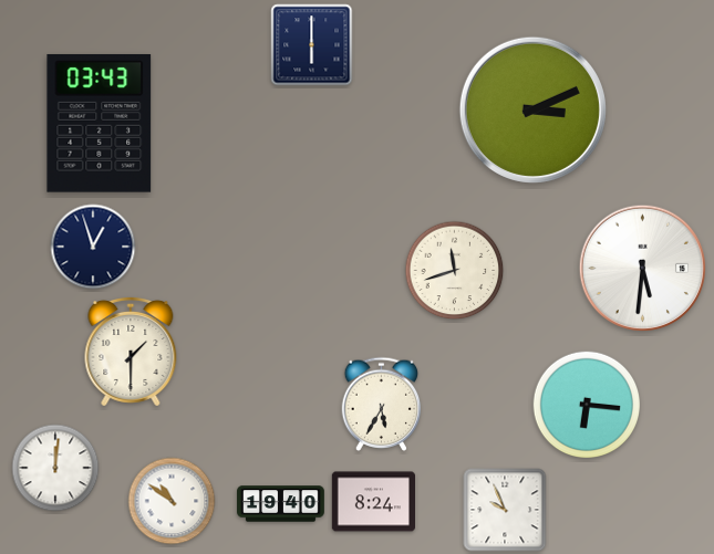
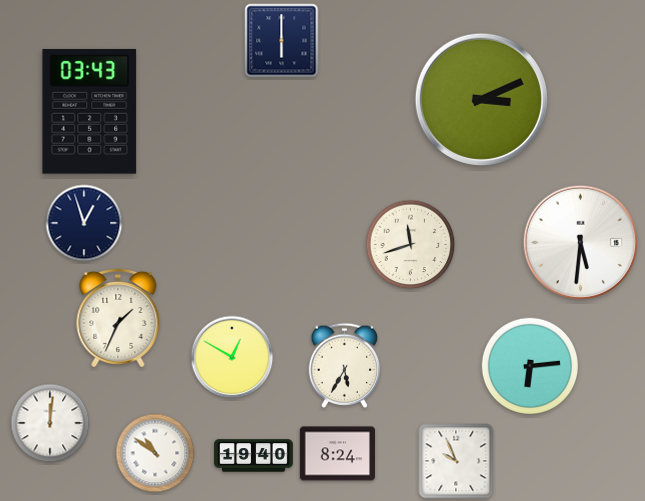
clock at (131, 352): 1:30 -> 1:34
clock at (232, 357): none -> 12:50
clock at (586, 404): 6:16 -> 6:14
